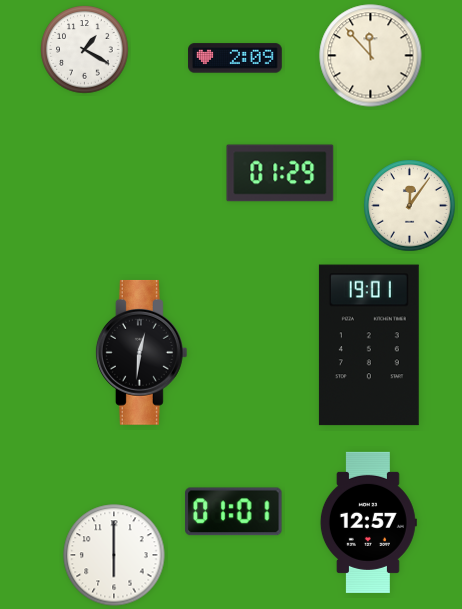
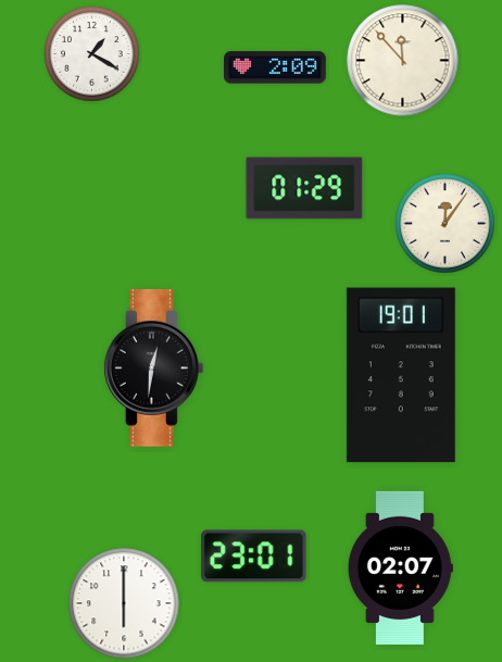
clock at (235, 58) position: (235, 58) -> (275, 67)
clock at (141, 352) position: (141, 352) -> (153, 367)
clock at (234, 512): 01:01 -> 23:01
clock at (368, 522): 12:57 -> 02:07
